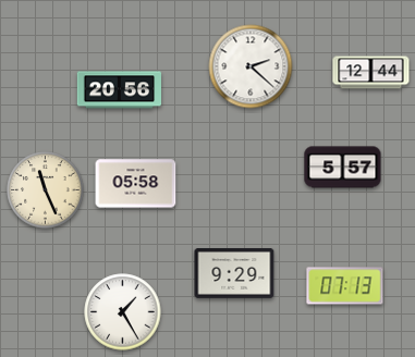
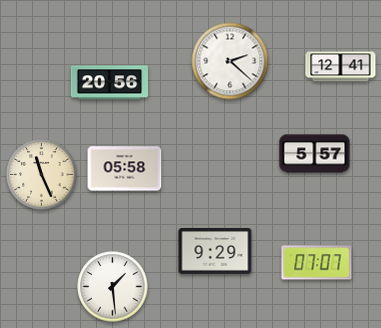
clock at (371, 73): 12:44 -> 12:41
clock at (345, 286): 07:13 -> 07:07
clock at (123, 312): 1:25 -> 1:29
